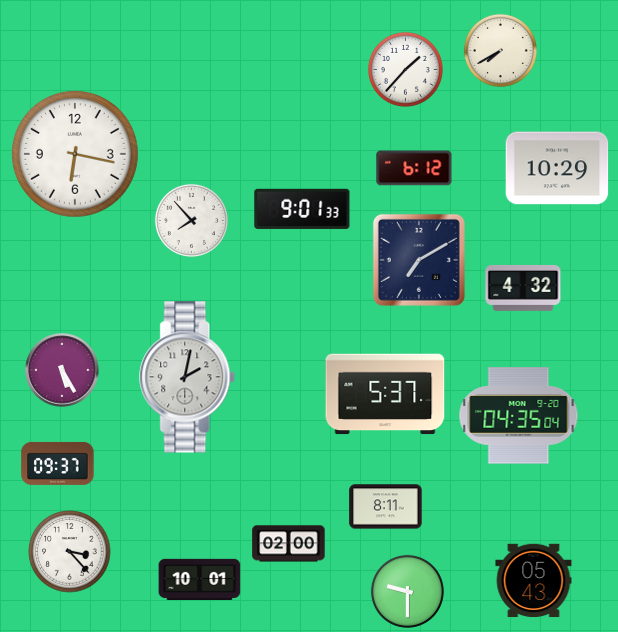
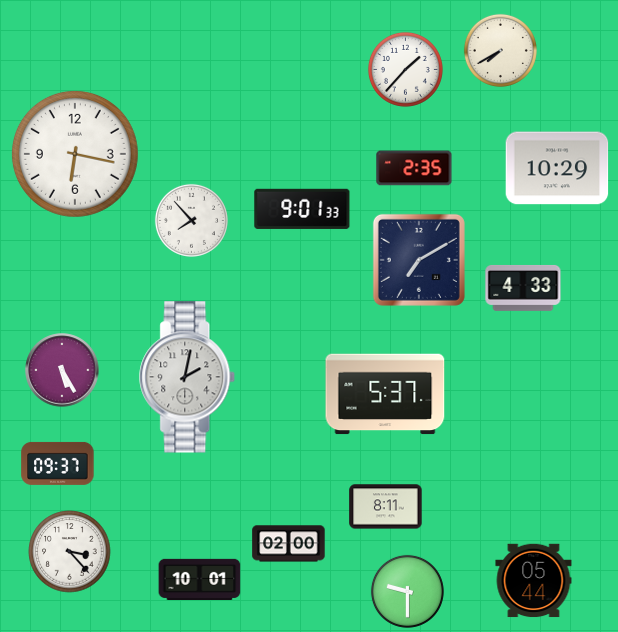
clock at (414, 168): 6:12 -> 2:35
clock at (523, 288): 4:32 -> 4:33
clock at (519, 416): 04:35 -> none
clock at (534, 581): 05:43 -> 05:44
